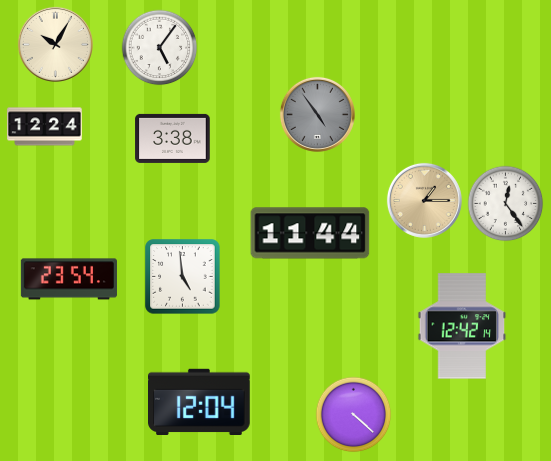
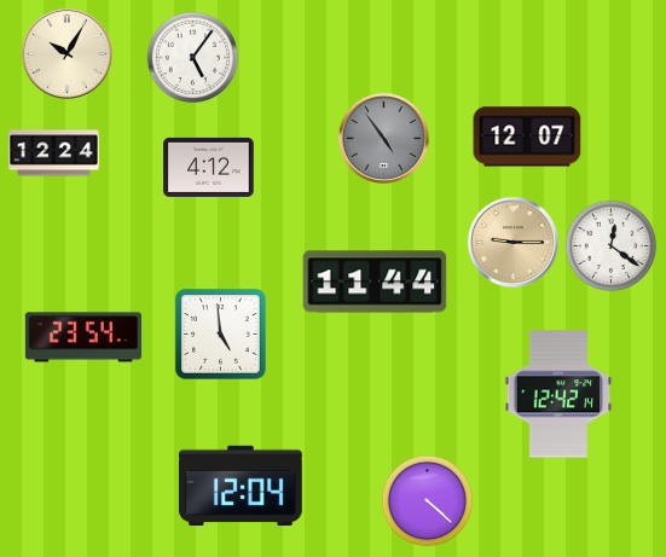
clock at (527, 137): none -> 12:07
clock at (173, 138): 3:38 -> 4:12
clock at (424, 200): 1:15 -> 9:15
clock at (506, 204): 12:24 -> 12:21
